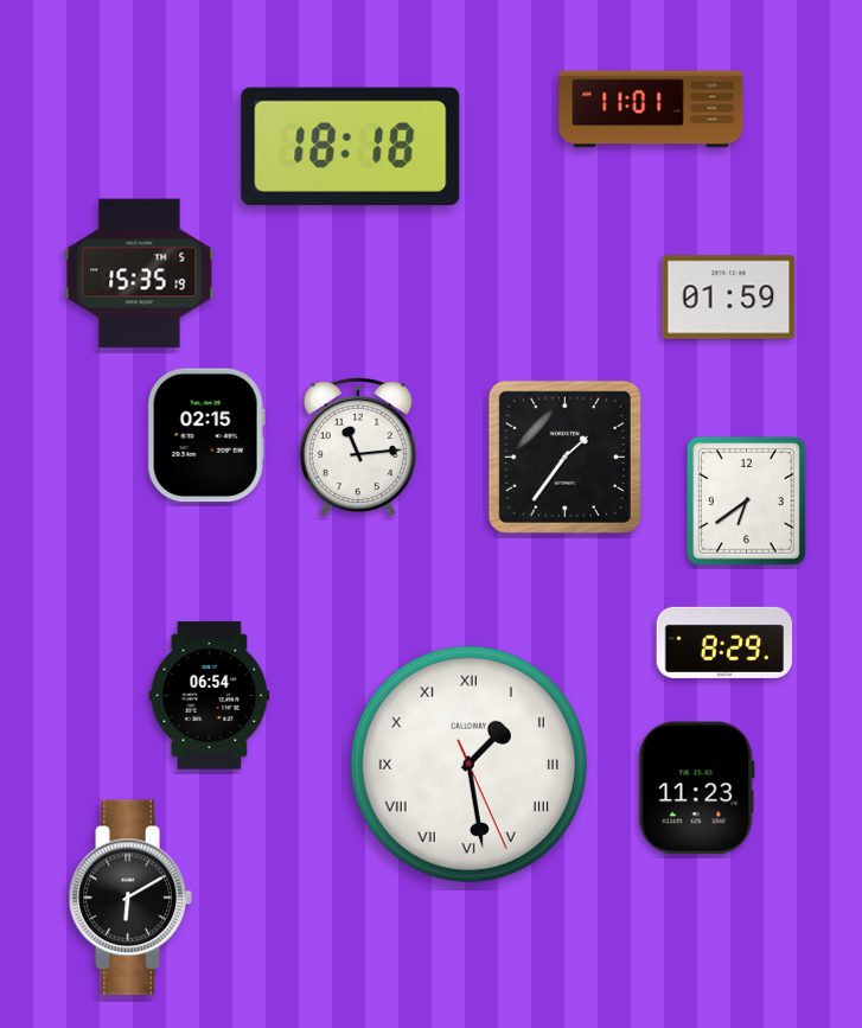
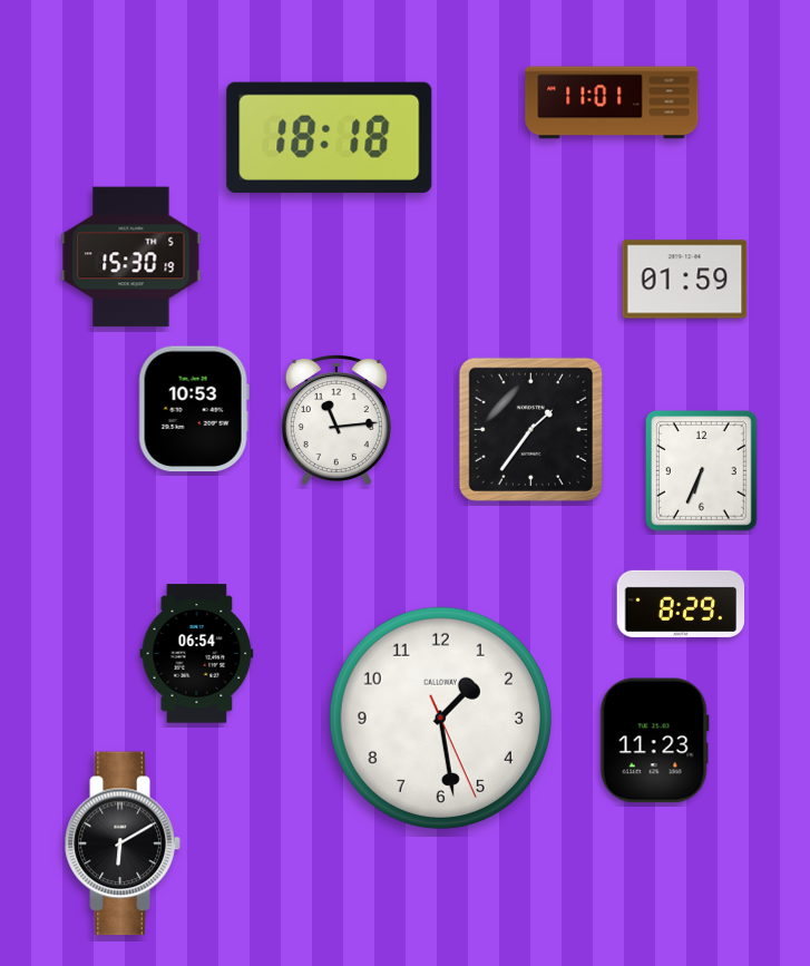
clock at (140, 274): 15:35 -> 15:30
clock at (206, 435): 02:15 -> 10:53
clock at (746, 502): 6:39 -> 6:34
clock at (468, 764) numerals: Roman -> Arabic
